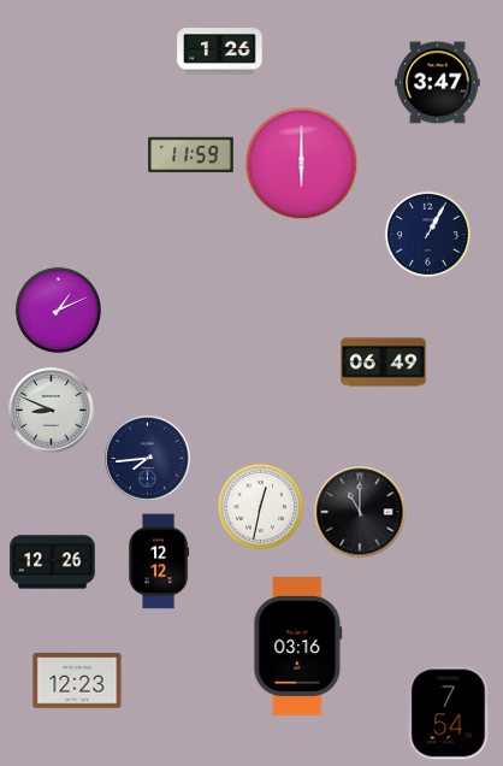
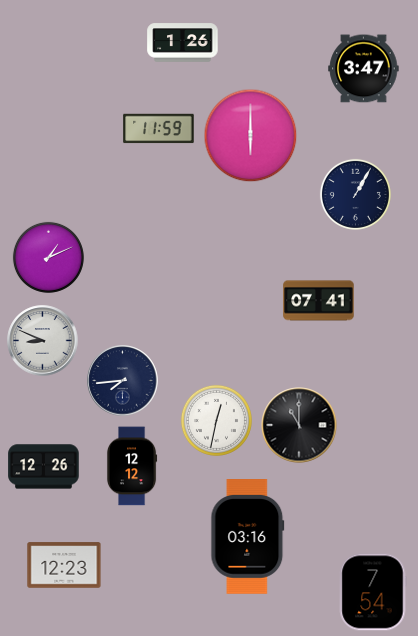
clock at (384, 363): 06:49 -> 07:41
